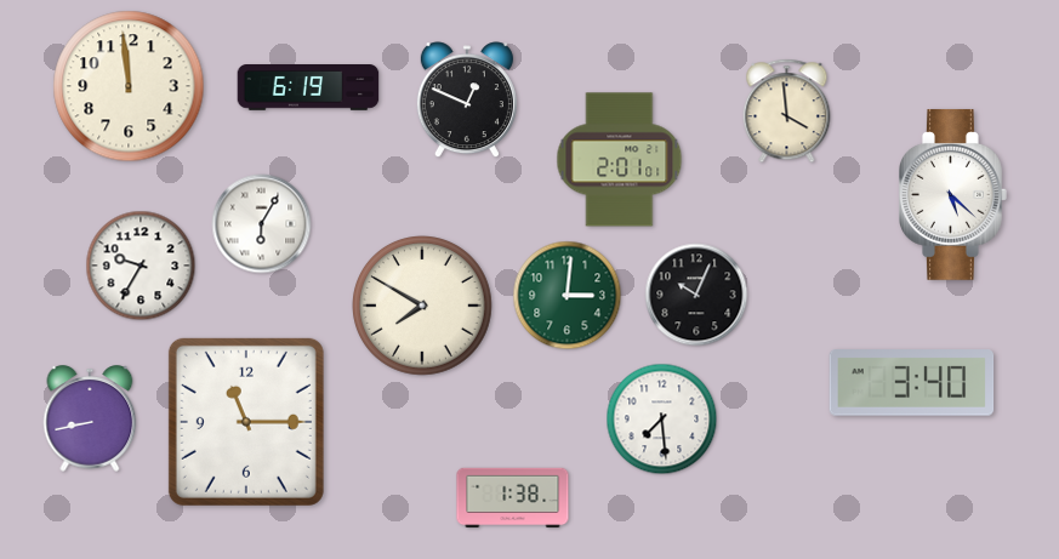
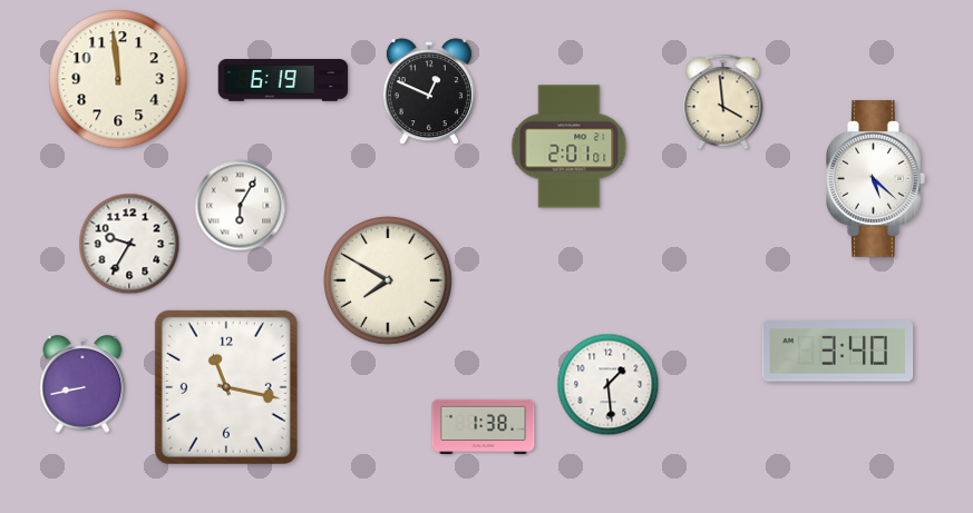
clock at (696, 295): 10:04 -> none
clock at (568, 296): 3:01 -> none
clock at (662, 420): 7:29 -> 1:29
clock at (246, 422): 11:15 -> 11:17
clock at (513, 498) position: (513, 498) -> (484, 427)
